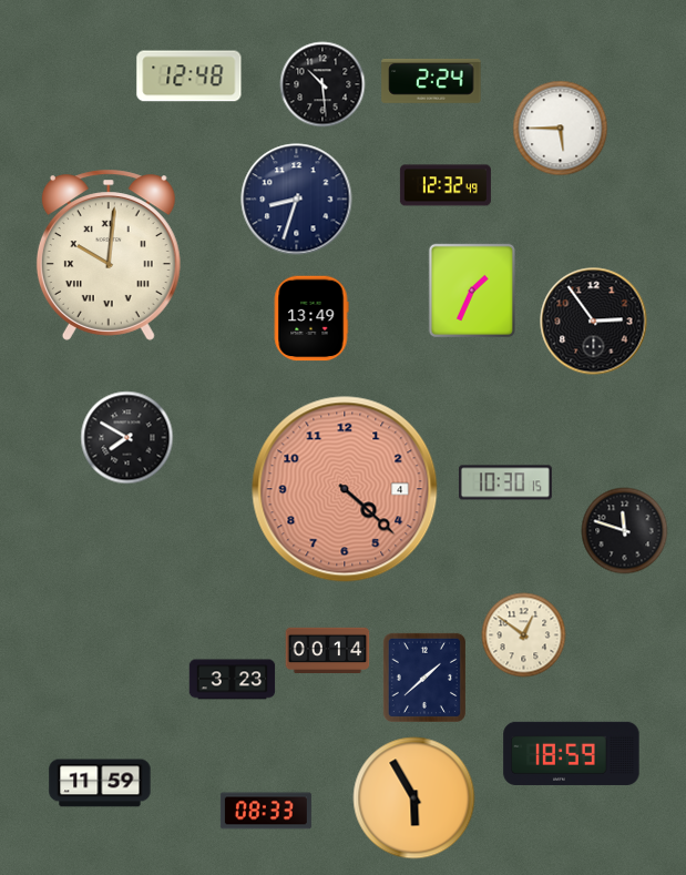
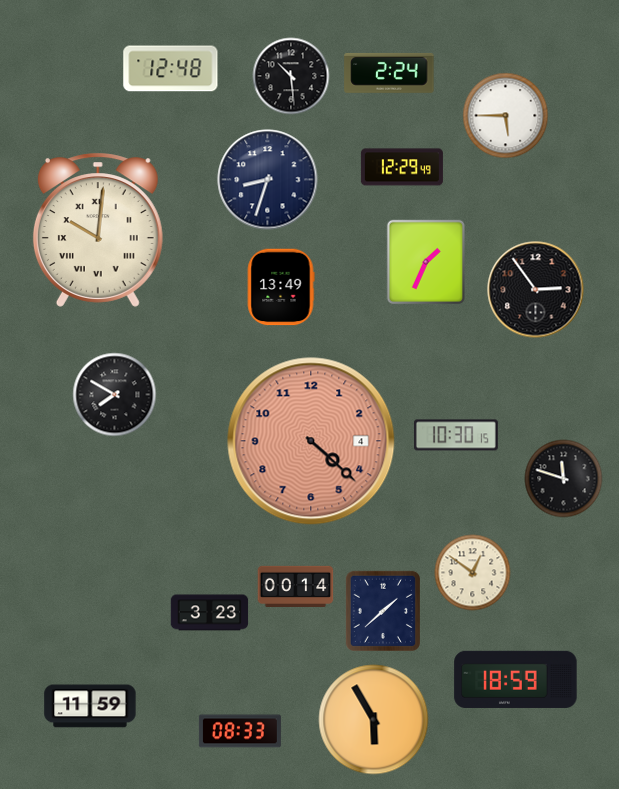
clock at (446, 185): 12:32 -> 12:29
